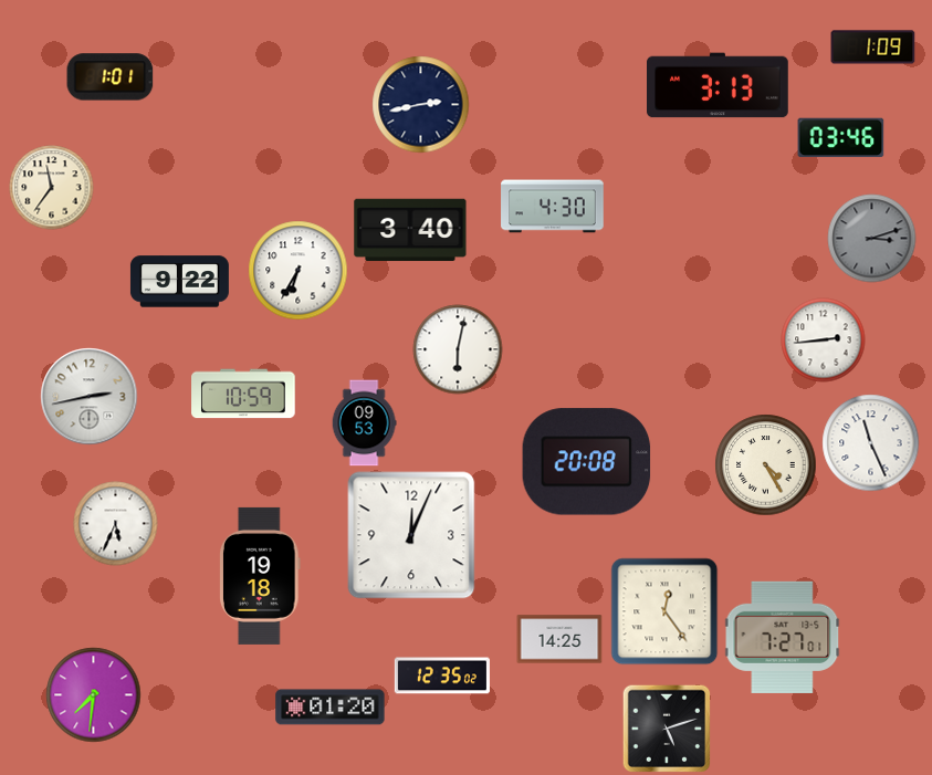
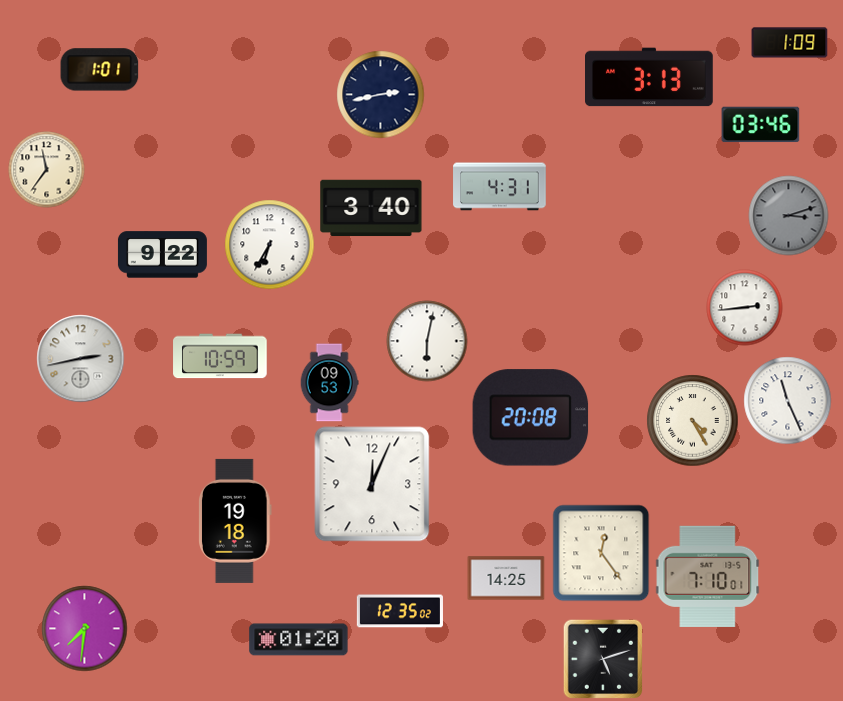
clock at (553, 207): 4:30 -> 4:31
clock at (458, 349) position: (458, 349) -> (427, 341)
clock at (116, 524): 5:34 -> none
clock at (783, 637): 7:27 -> 7:10
